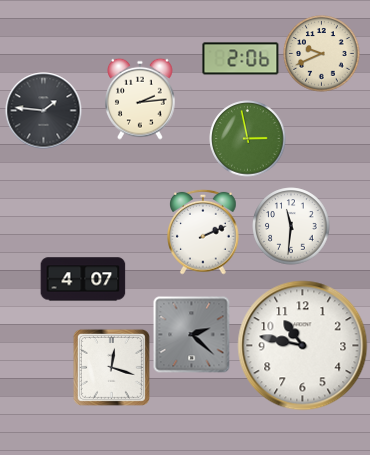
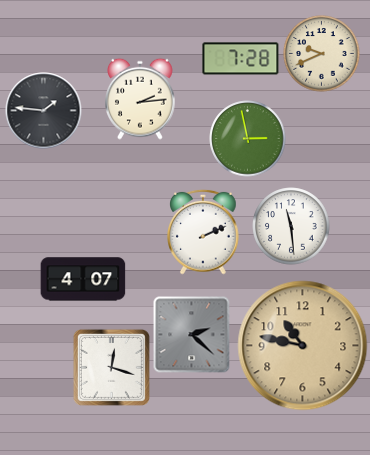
clock at (241, 59): 2:06 -> 7:28
clock at (291, 226): 11:31 -> 11:29
clock at (303, 346) dial: white -> champagne
